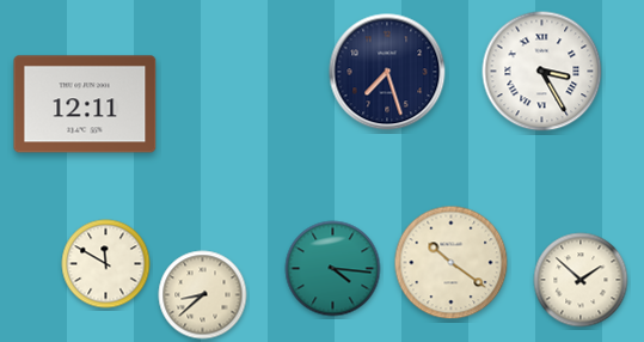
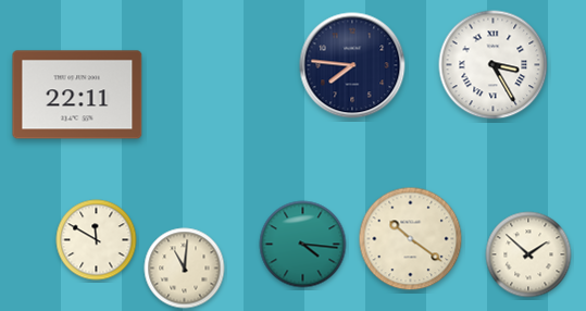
clock at (387, 72): 7:27 -> 7:46
clock at (85, 104): 12:11 -> 22:11
clock at (203, 295): 8:38 -> 11:01
